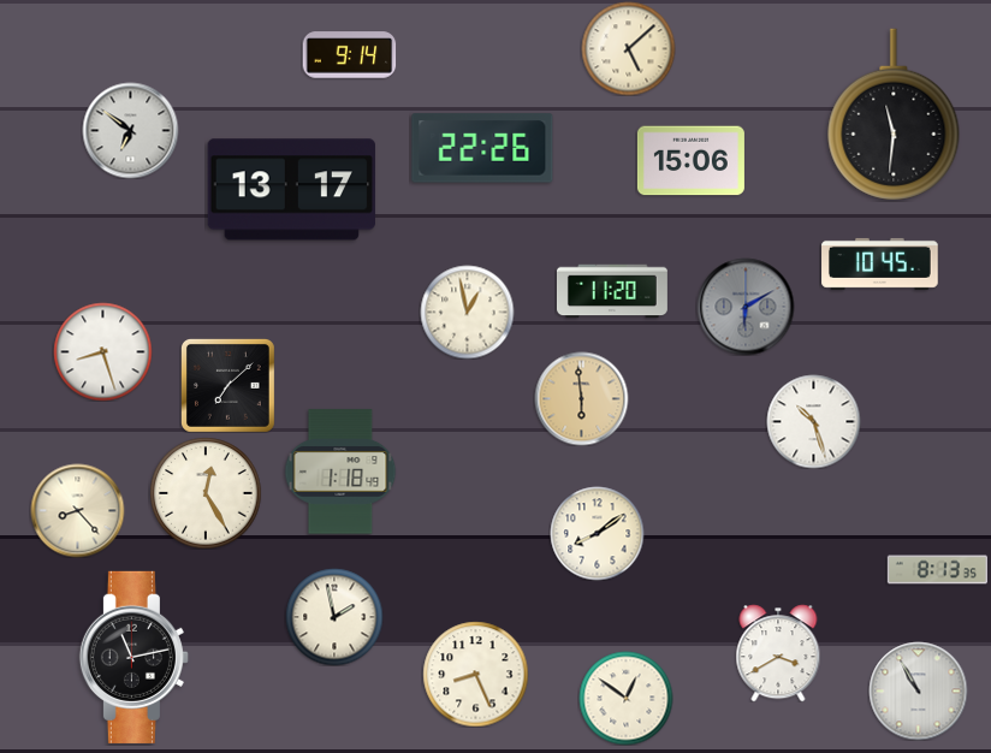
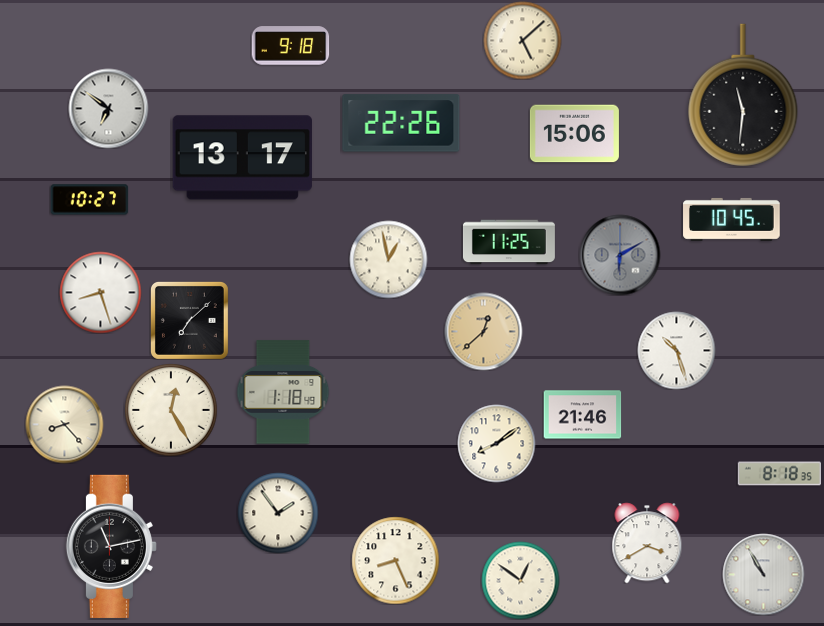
clock at (349, 55): 9:14 -> 9:18
clock at (89, 200): none -> 10:27
clock at (612, 291): 11:20 -> 11:25
clock at (102, 351) position: (102, 351) -> (100, 292)
clock at (581, 398): 5:59 -> 12:38
clock at (582, 415): none -> 21:46
clock at (937, 570): 8:13 -> 8:18
clock at (334, 617): 1:58 -> 1:54
